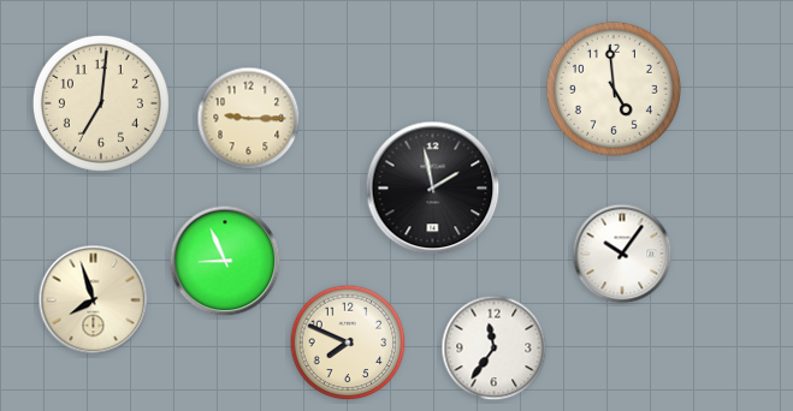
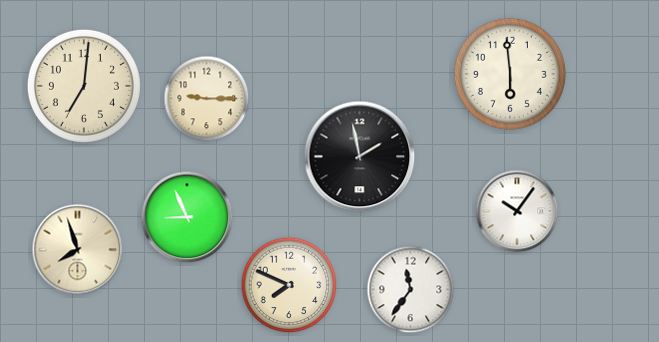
clock at (614, 89): 4:59 -> 5:59
